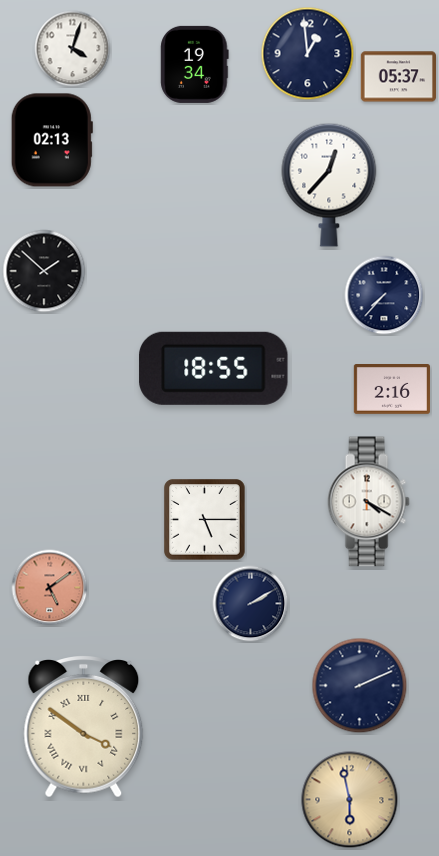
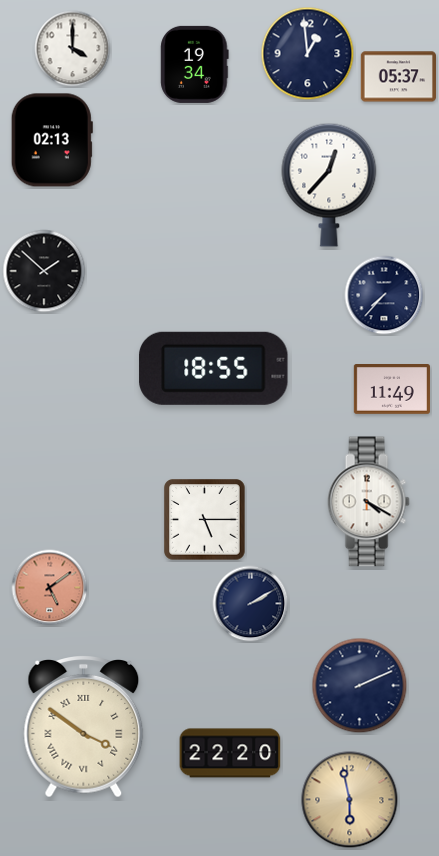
clock at (73, 49): 4:03 -> 4:00
clock at (392, 390): 2:16 -> 11:49
clock at (230, 753): none -> 22:20
